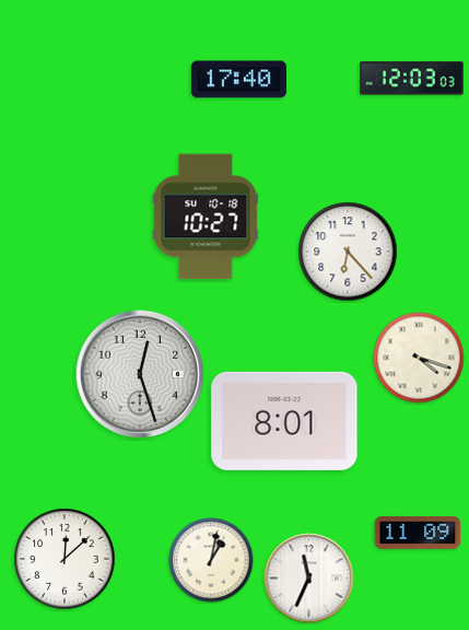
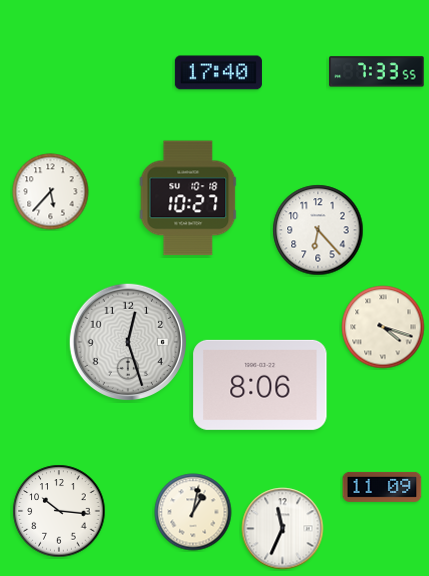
clock at (412, 79): 12:03 -> 7:33
clock at (51, 192): none -> 5:37
clock at (284, 421): 8:01 -> 8:06
clock at (65, 559): 12:08 -> 10:16
